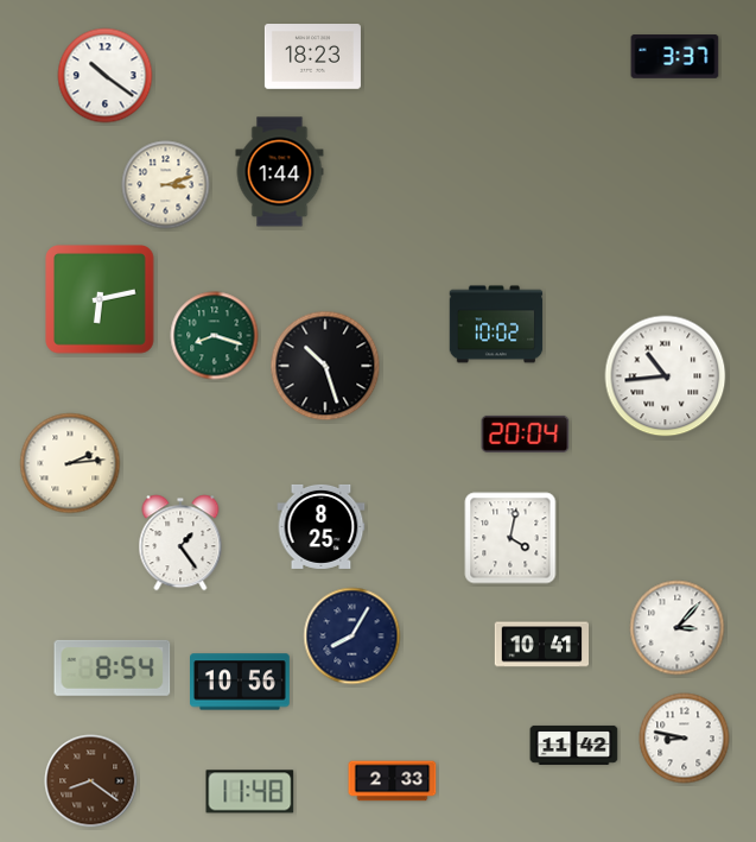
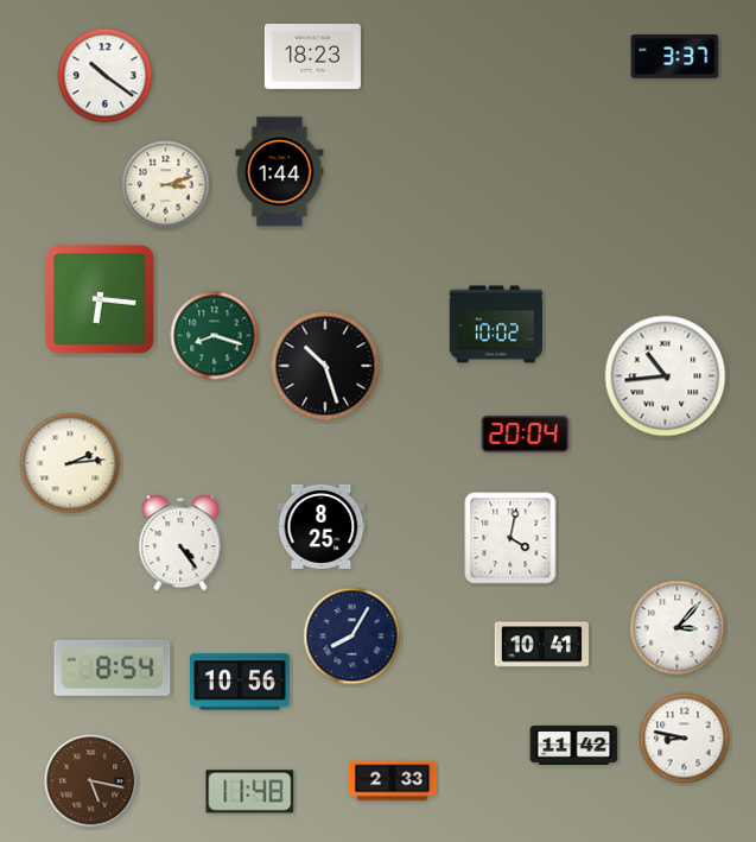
clock at (101, 300): 6:13 -> 6:16
clock at (180, 543): 1:24 -> 4:24
clock at (91, 781): 8:21 -> 5:17
